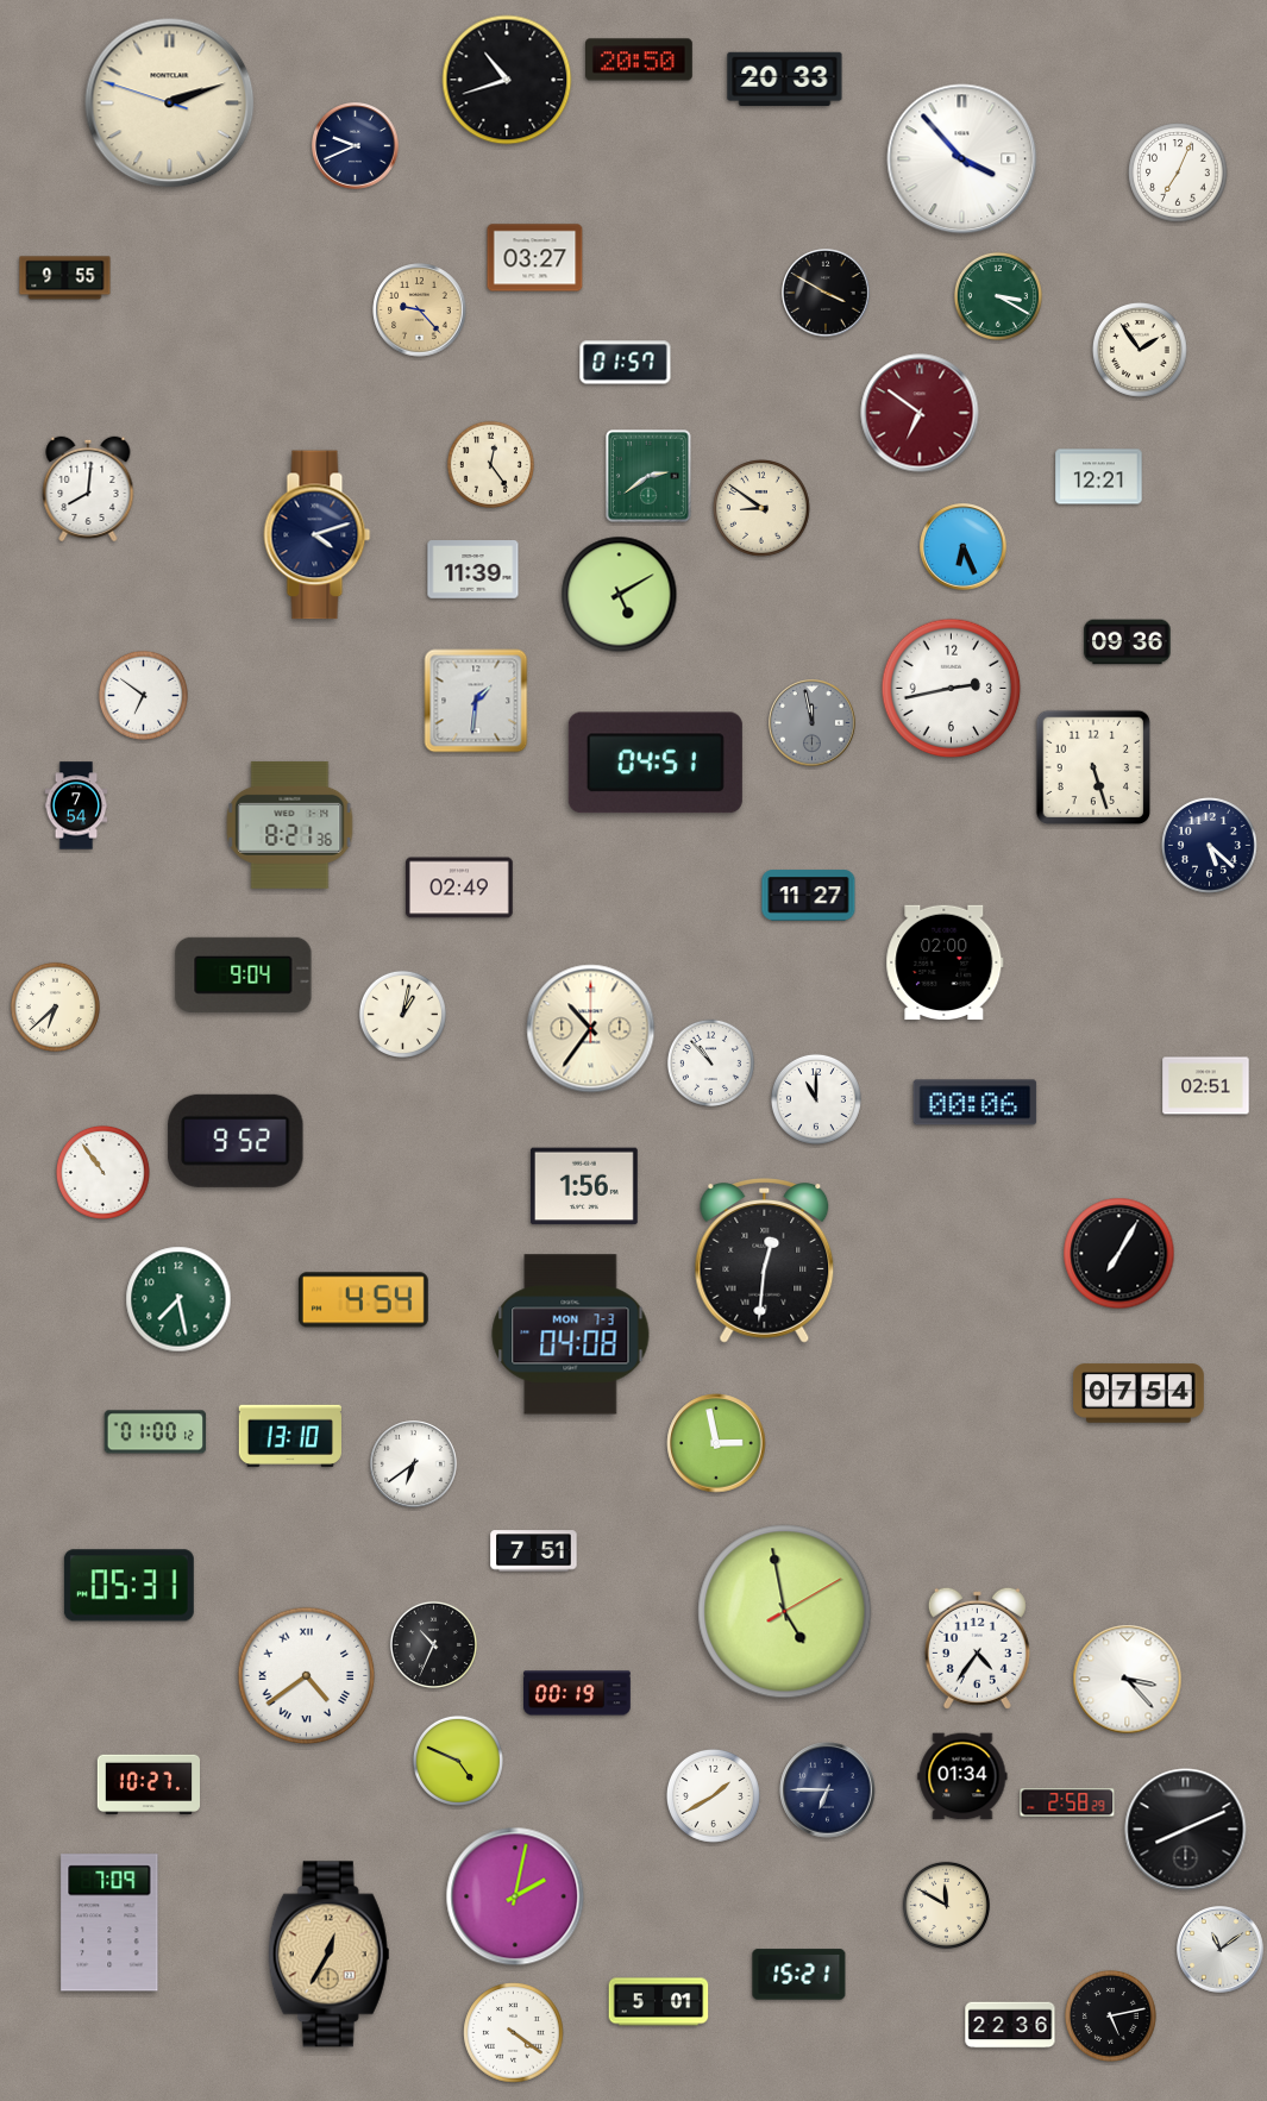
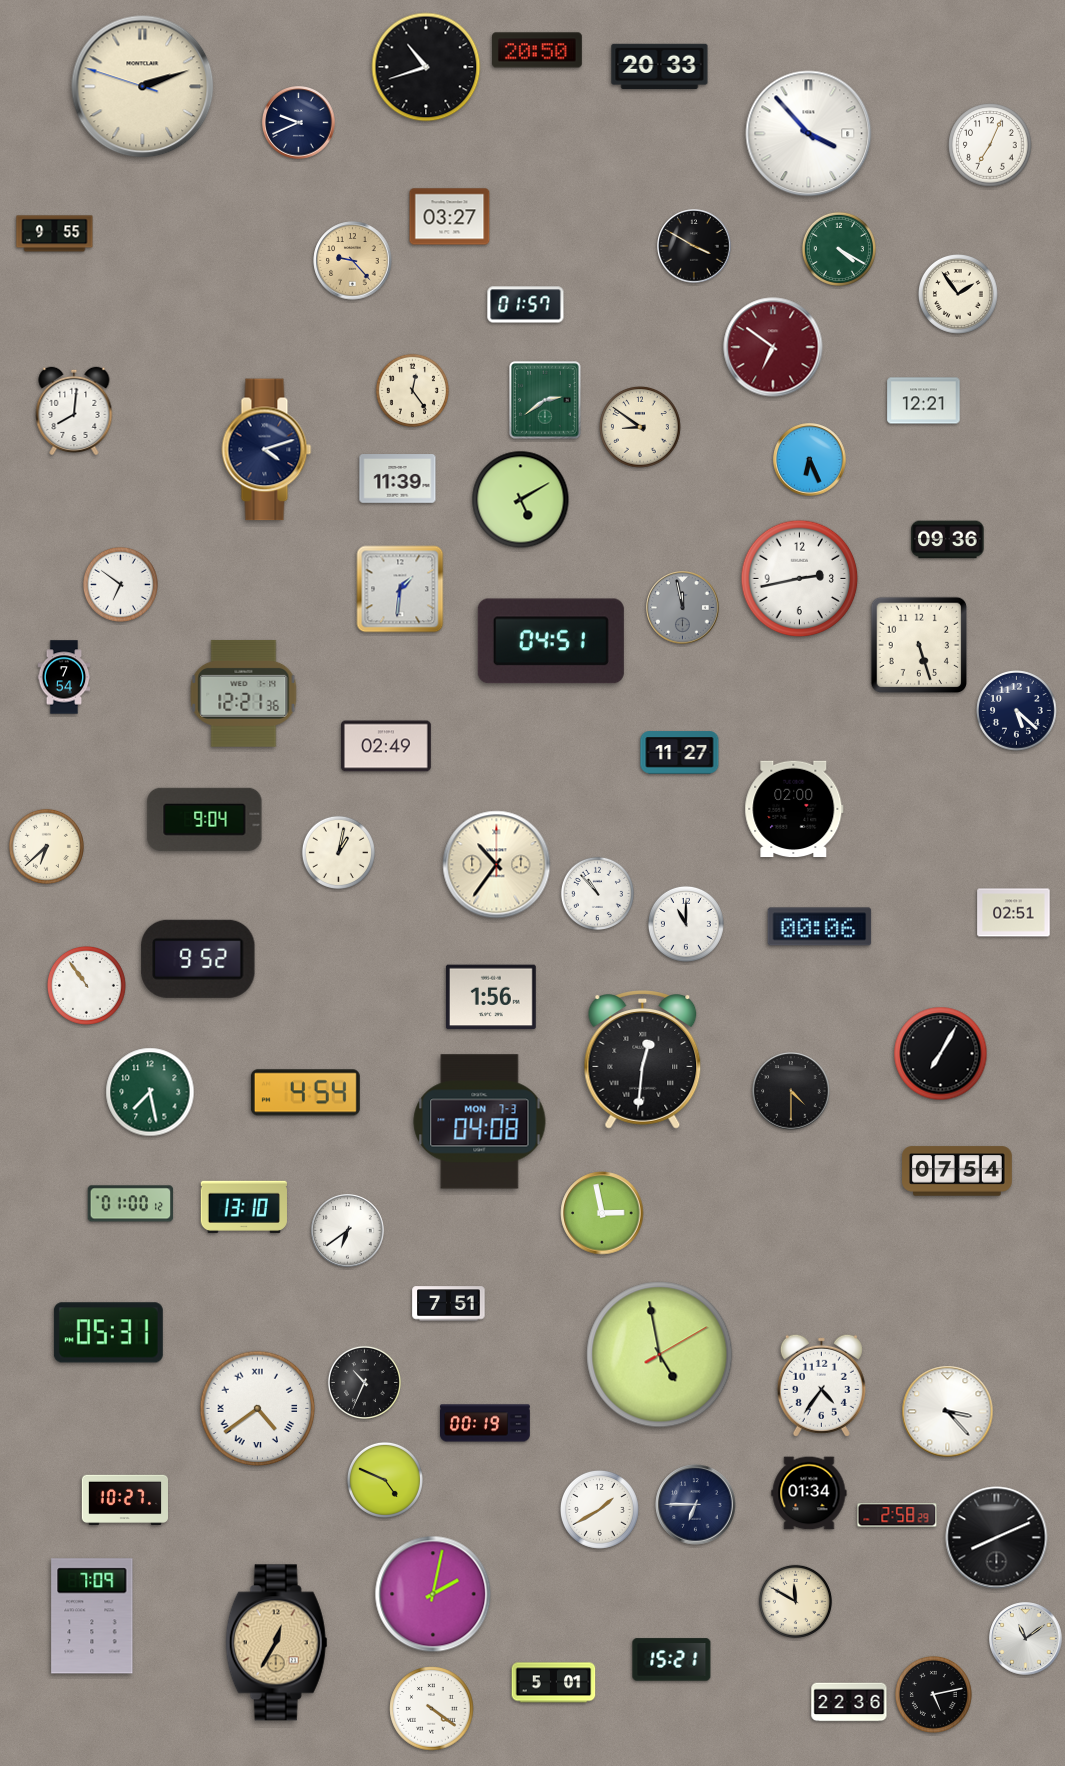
clock at (998, 296): 3:20 -> 4:20
clock at (290, 824): 8:21 -> 12:21
clock at (791, 1091): none -> 4:30
